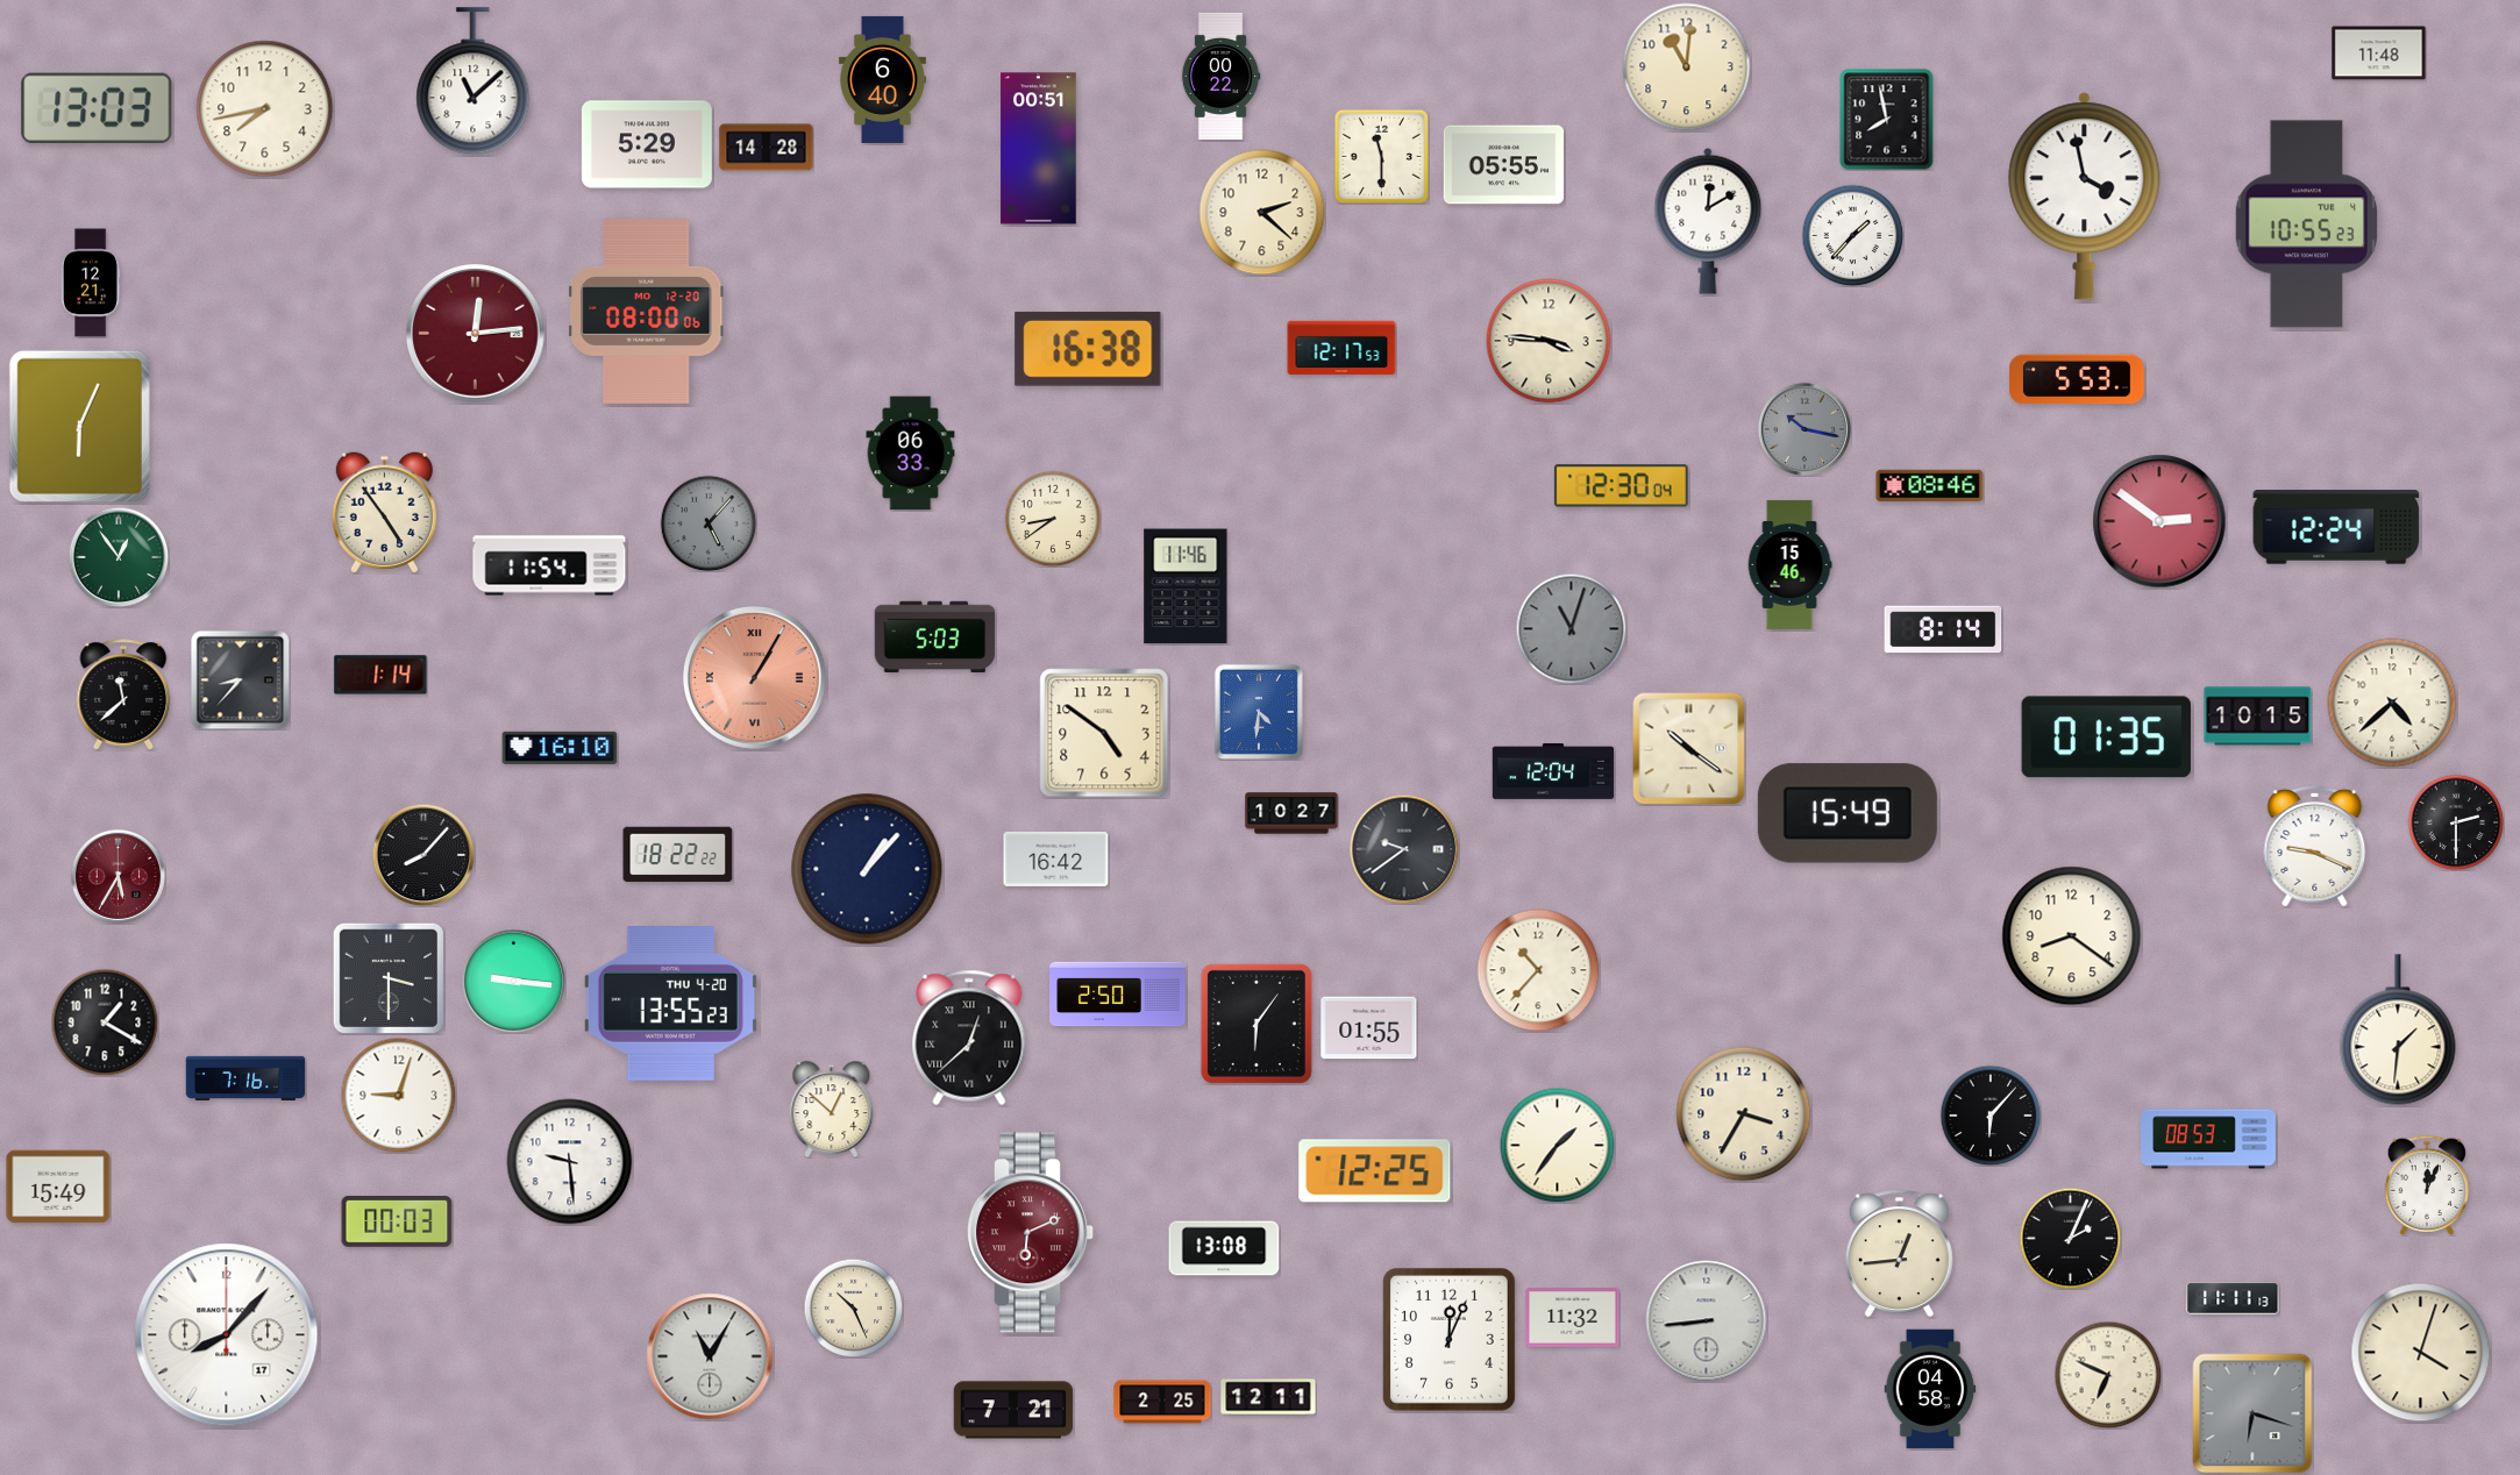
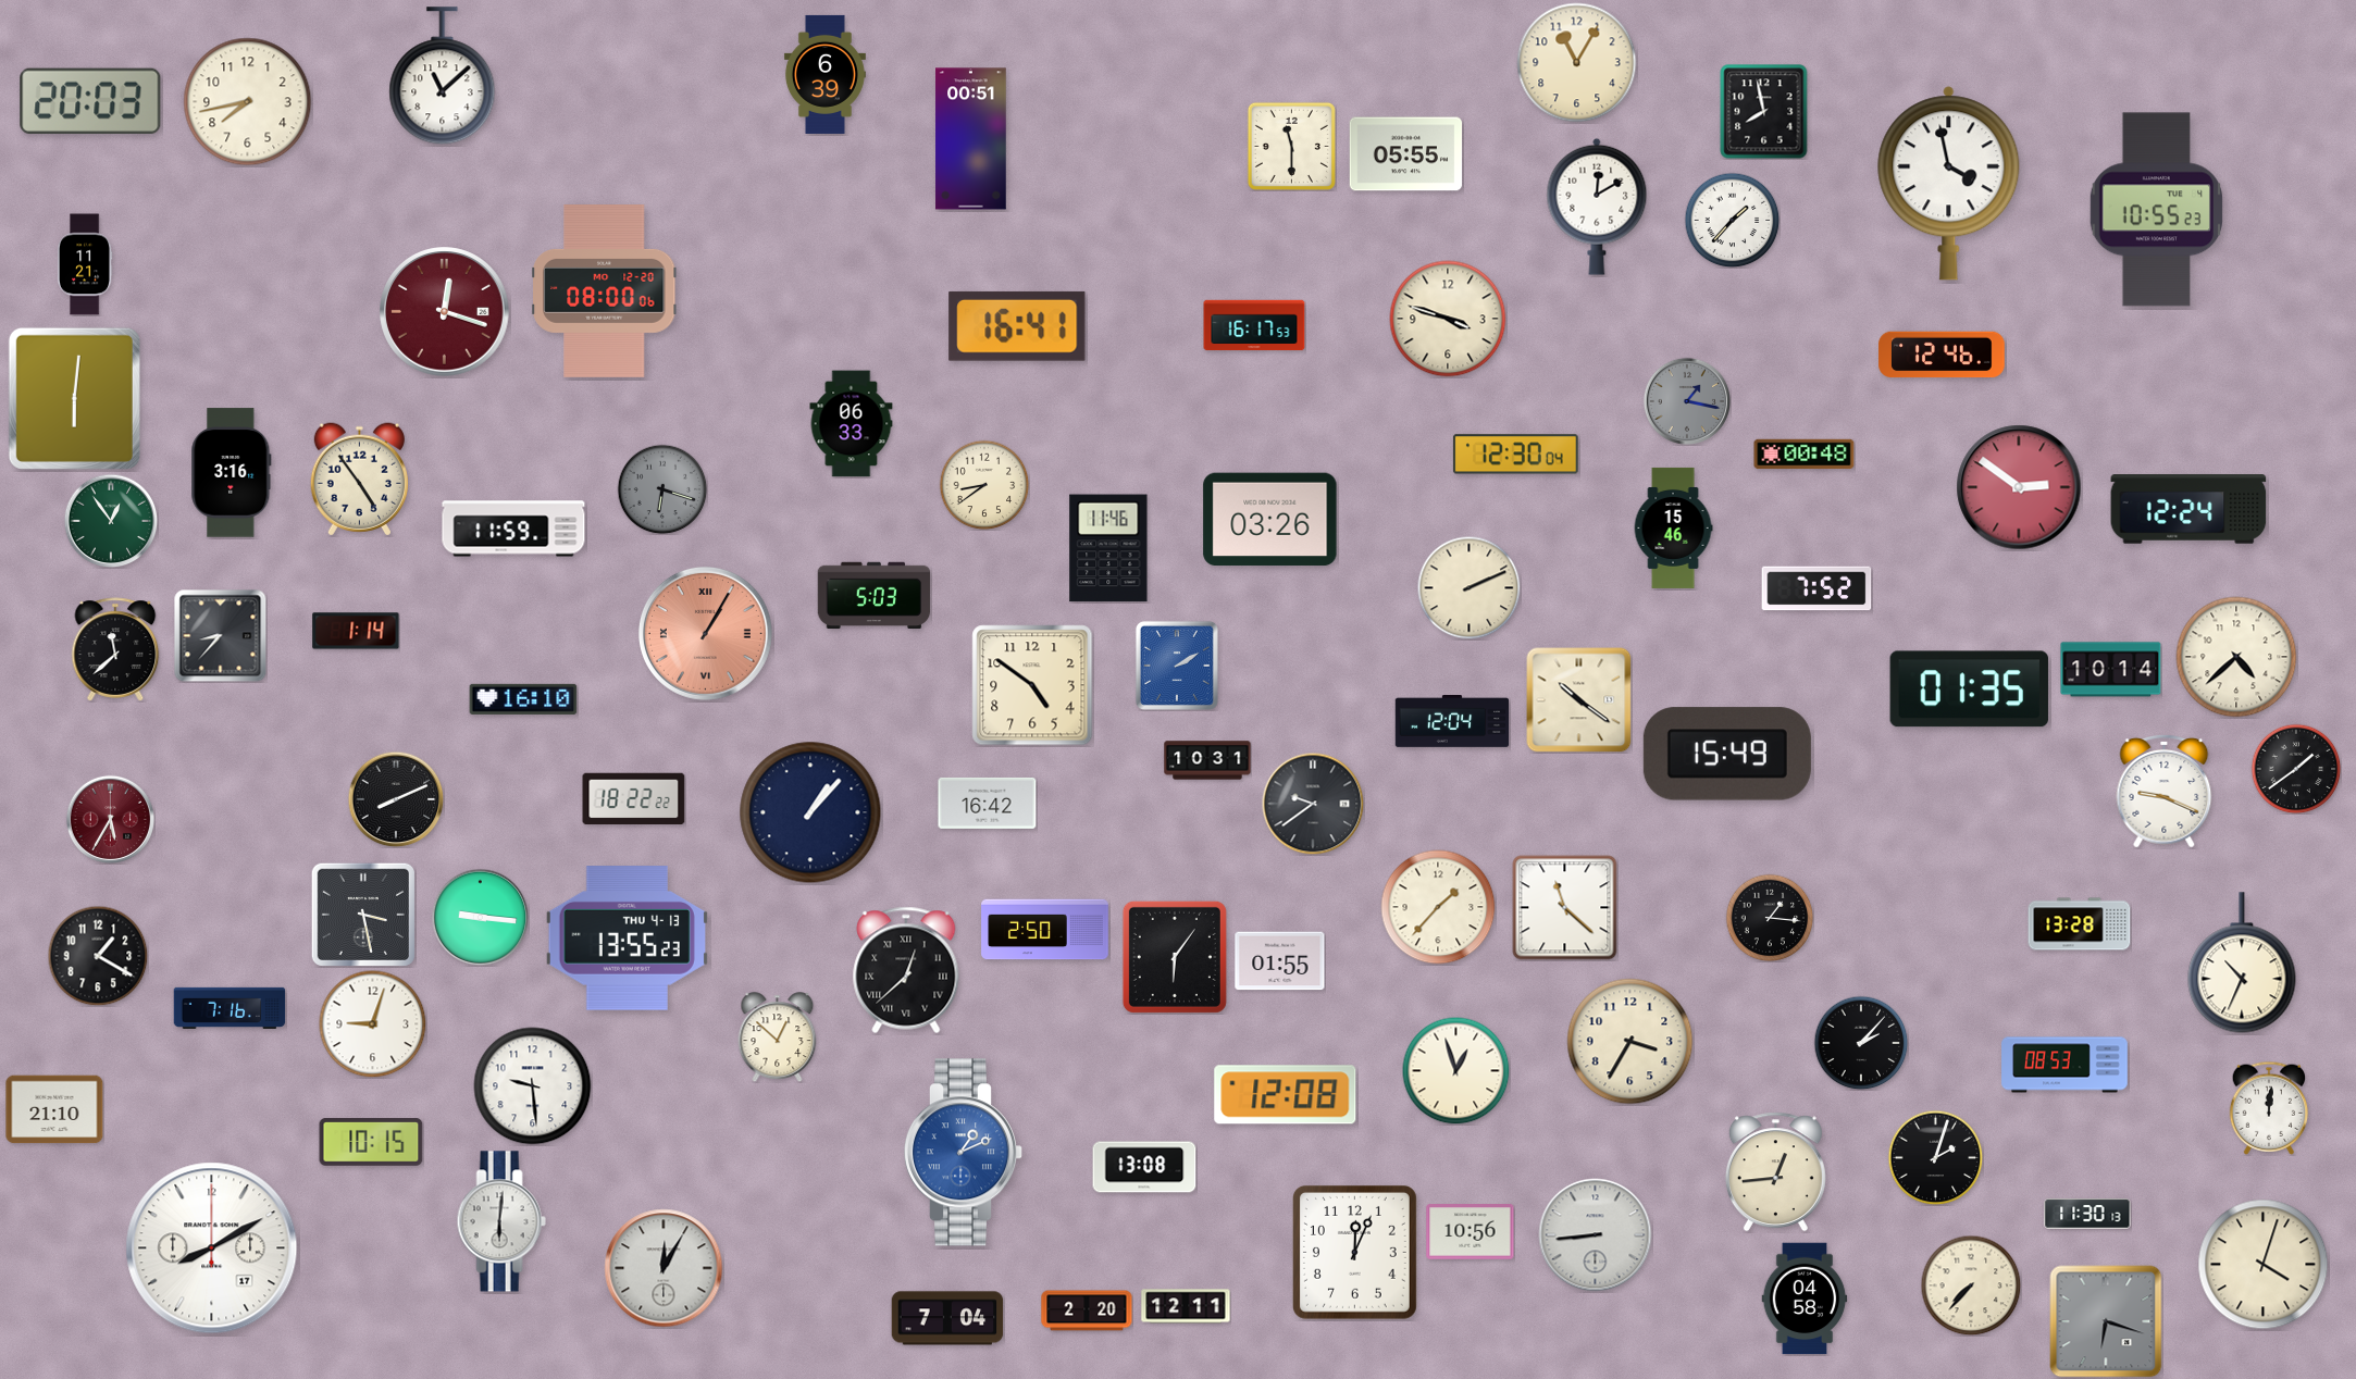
clock at (2379, 54): 11:48 -> none
clock at (1687, 67): 11:01 -> 11:05
clock at (1220, 76): 00:22 -> none
clock at (882, 79): 6:40 -> 6:39
clock at (97, 107): 13:03 -> 20:03
clock at (647, 144): 5:29 -> none
clock at (767, 148): 14:28 -> none
clock at (1262, 213): 2:22 -> none
clock at (91, 283): 12:21 -> 11:21
clock at (476, 334): 12:14 -> 12:18
clock at (1549, 341): 3:46 -> 3:48
clock at (1341, 348): 12:17 -> 16:17
clock at (1088, 349): 16:38 -> 16:41
clock at (2077, 379): 5:53 -> 12:46
clock at (79, 426): 6:04 -> 6:01
clock at (1804, 429): 10:17 -> 1:17
clock at (1930, 486): 08:46 -> 00:48
clock at (232, 473): none -> 3:16
clock at (709, 523): 5:07 -> 6:18
clock at (2336, 527) position: (2336, 527) -> (2188, 509)
clock at (1270, 520): none -> 03:26
clock at (549, 565): 11:54 -> 11:59
clock at (1571, 628): 11:03 -> 2:11
clock at (1571, 628) dial: grey -> cream
clock at (1943, 629): 8:14 -> 7:52
clock at (240, 679) position: (240, 679) -> (220, 635)
clock at (1259, 712): 4:31 -> 2:10
clock at (2258, 717): 10:15 -> 10:14
clock at (1291, 813): 10:27 -> 10:31
clock at (1848, 813) position: (1848, 813) -> (1727, 754)
clock at (2456, 822): 2:30 -> 1:39
clock at (1404, 849) position: (1404, 849) -> (1313, 804)
clock at (423, 855): 8:07 -> 8:11
clock at (2072, 936): 8:21 -> none
clock at (1538, 970): 10:37 -> 1:37
clock at (1565, 908): none -> 11:22
clock at (389, 978): 3:30 -> 3:28
clock at (1770, 918): none -> 1:16
clock at (2080, 924): none -> 13:28
clock at (670, 1004) date: THU 4-20 -> THU 4-13
clock at (2398, 1029): 1:31 -> 10:34
clock at (1991, 1116): 6:07 -> 2:07
clock at (1558, 1146): 1:36 -> 12:57
clock at (1375, 1171): 12:25 -> 12:08
clock at (2427, 1185): 12:04 -> 12:01
clock at (58, 1187): 15:49 -> 21:10
clock at (397, 1223): 00:03 -> 10:15
clock at (1031, 1233): 6:11 -> 1:11
clock at (1031, 1233) dial: burgundy -> blue
clock at (2070, 1238): 2:04 -> 2:03
clock at (2233, 1298): 11:11 -> 11:30
clock at (501, 1221): none -> 6:01
clock at (853, 1307): 10:26 -> none
clock at (1573, 1318): 11:32 -> 10:56
clock at (227, 1335): 8:07 -> 8:10
clock at (710, 1356): 11:05 -> 12:05
clock at (2108, 1375): 6:49 -> 7:37
clock at (1162, 1402): 2:25 -> 2:20
clock at (1013, 1410): 7:21 -> 7:04
